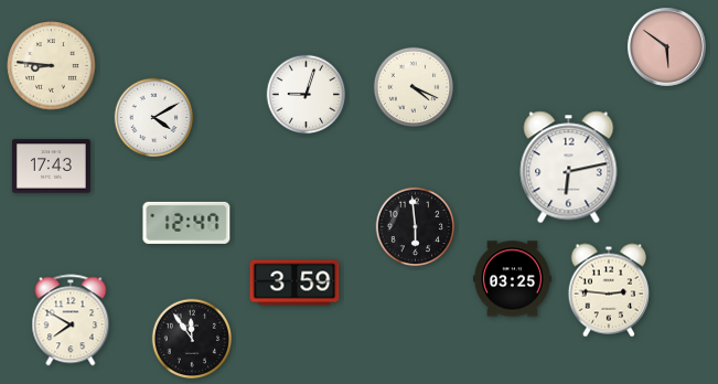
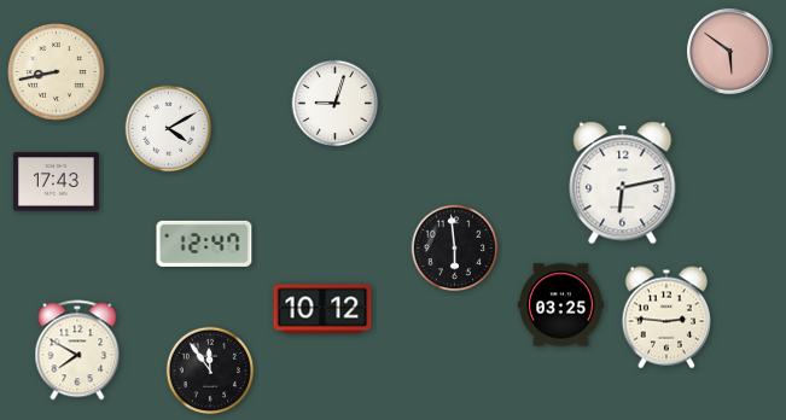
clock at (52, 66): 8:46 -> 8:43
clock at (414, 87): 4:19 -> none
clock at (294, 282): 3:59 -> 10:12
